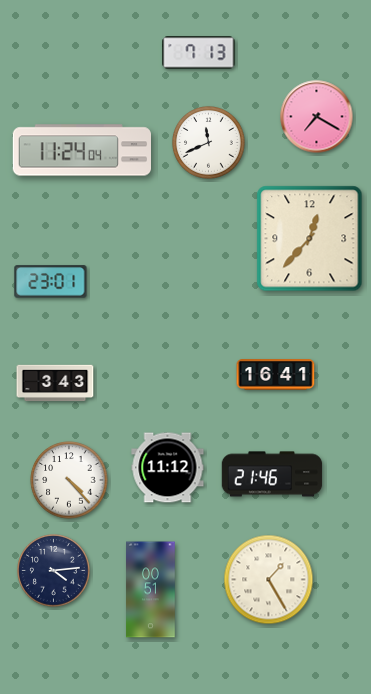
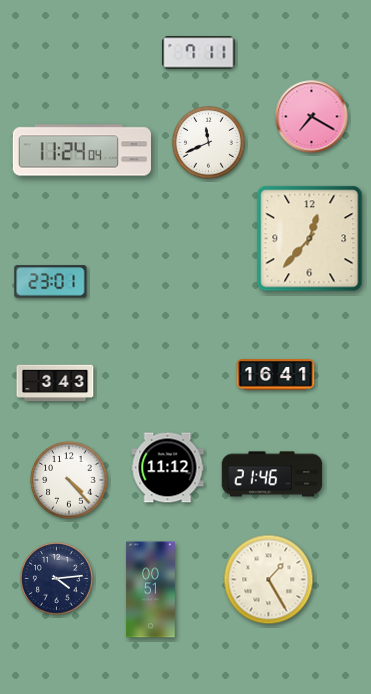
clock at (199, 53): 7:13 -> 7:11
clock at (317, 117) position: (317, 117) -> (312, 117)
clock at (54, 571) position: (54, 571) -> (57, 579)
